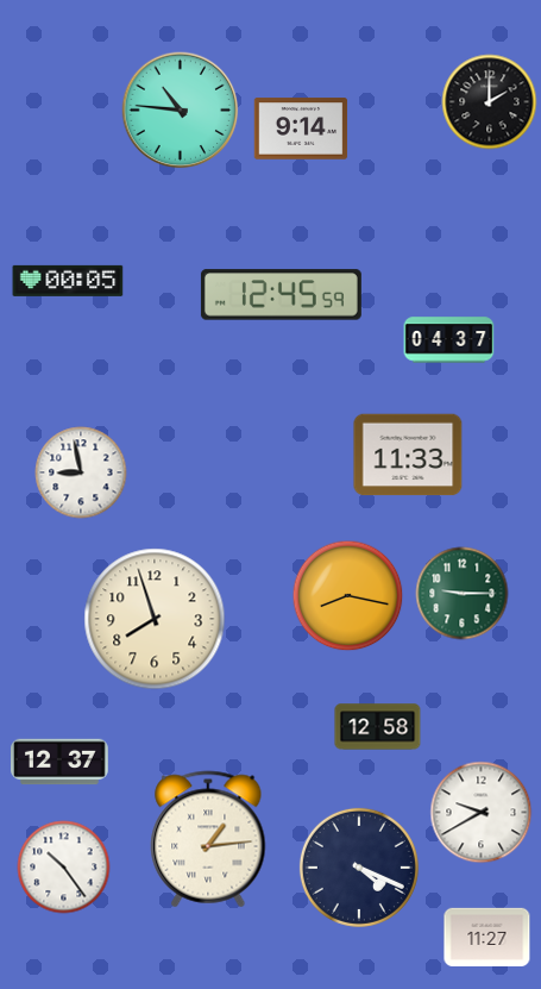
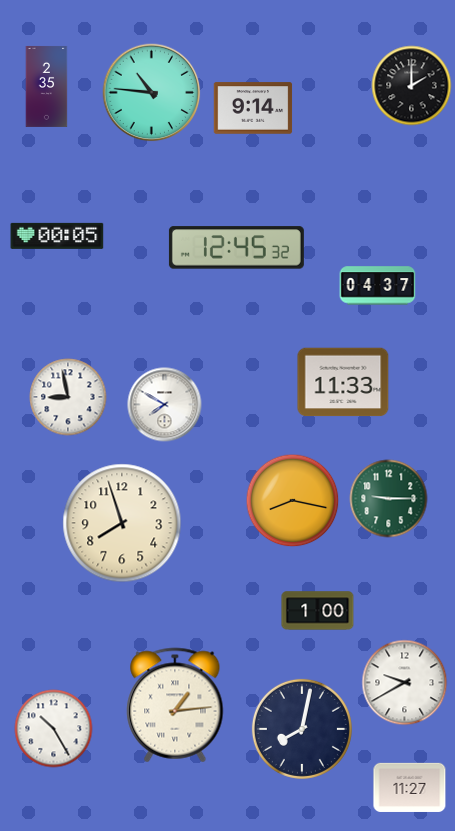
clock at (47, 86): none -> 2:35
clock at (281, 295): 12:45:59 -> 12:45:32
clock at (165, 405): none -> 7:50
clock at (155, 619) position: (155, 619) -> (122, 523)
clock at (378, 727): 12:58 -> 1:00
clock at (61, 762): 12:37 -> none
clock at (64, 868): 10:24 -> 10:25
clock at (359, 868): 4:19 -> 8:02
